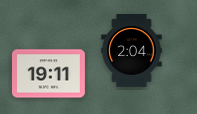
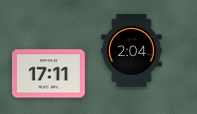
clock at (48, 74): 19:11 -> 17:11
